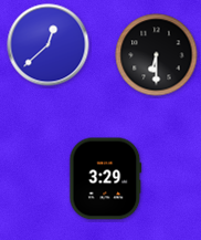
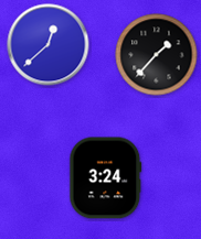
clock at (157, 55): 6:30 -> 1:37
clock at (106, 179): 3:29 -> 3:24
